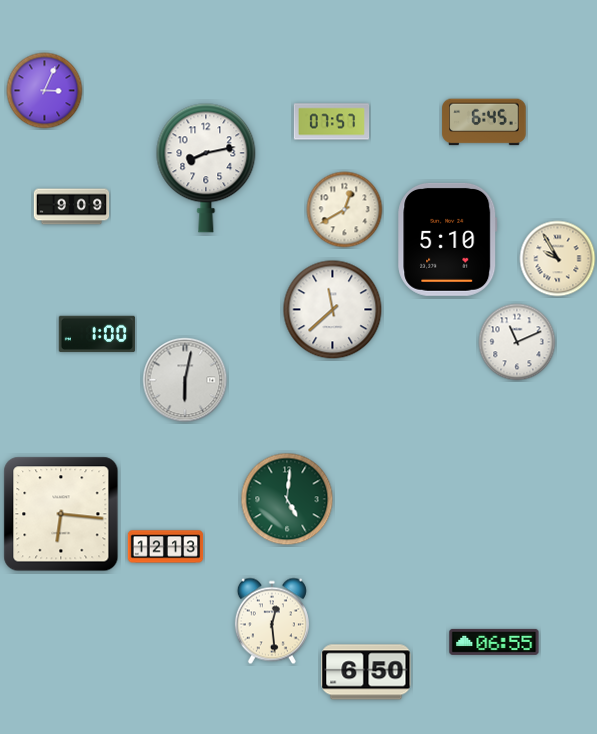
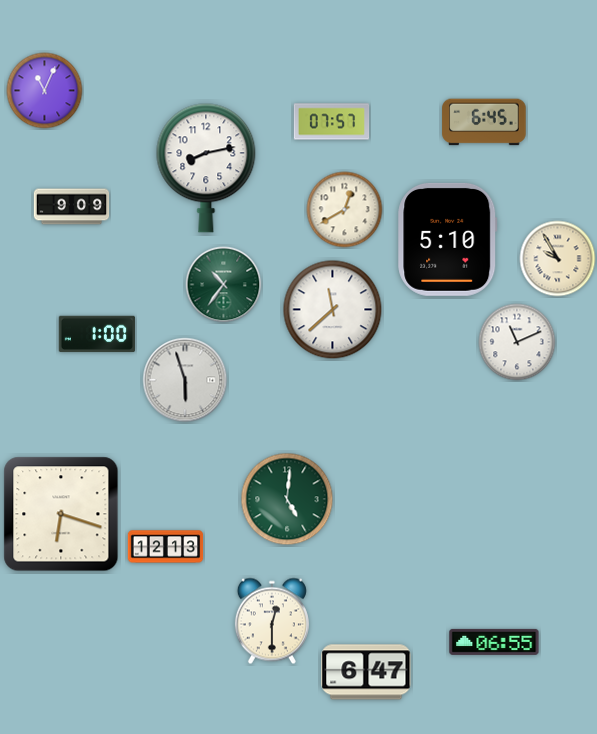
clock at (45, 91): 3:04 -> 11:04
clock at (224, 285): none -> 10:36
clock at (185, 380): 6:02 -> 5:57
clock at (61, 514): 6:16 -> 6:18
clock at (272, 621): 12:29 -> 12:30
clock at (366, 672): 6:50 -> 6:47
